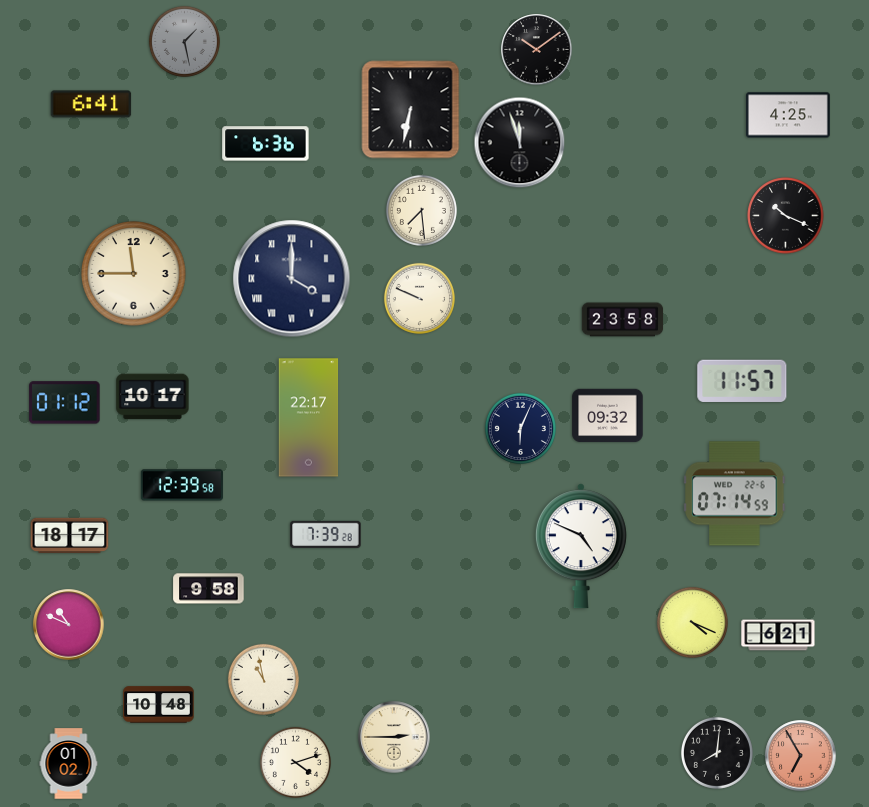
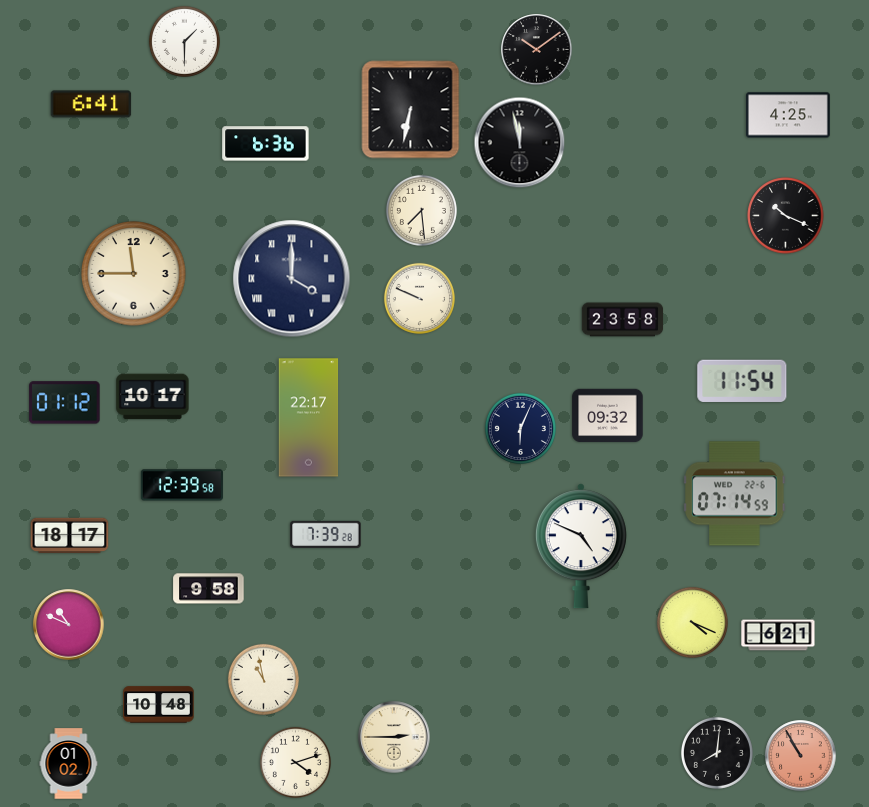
clock at (184, 41): 1:28 -> 1:30
clock at (184, 41) dial: grey -> white
clock at (520, 143): 11:57 -> 11:58
clock at (742, 380): 11:57 -> 11:54
clock at (801, 756): 6:55 -> 10:55
